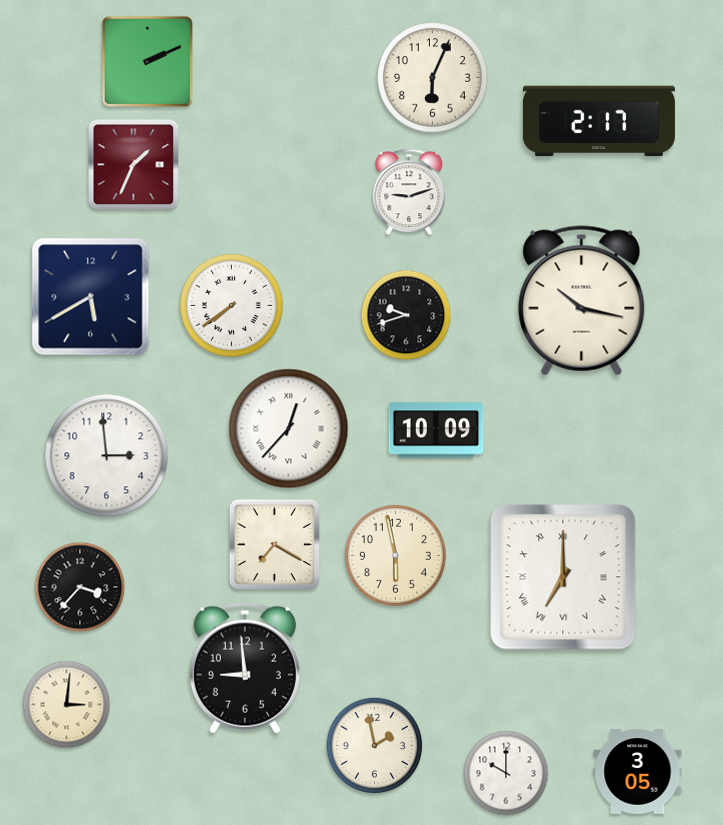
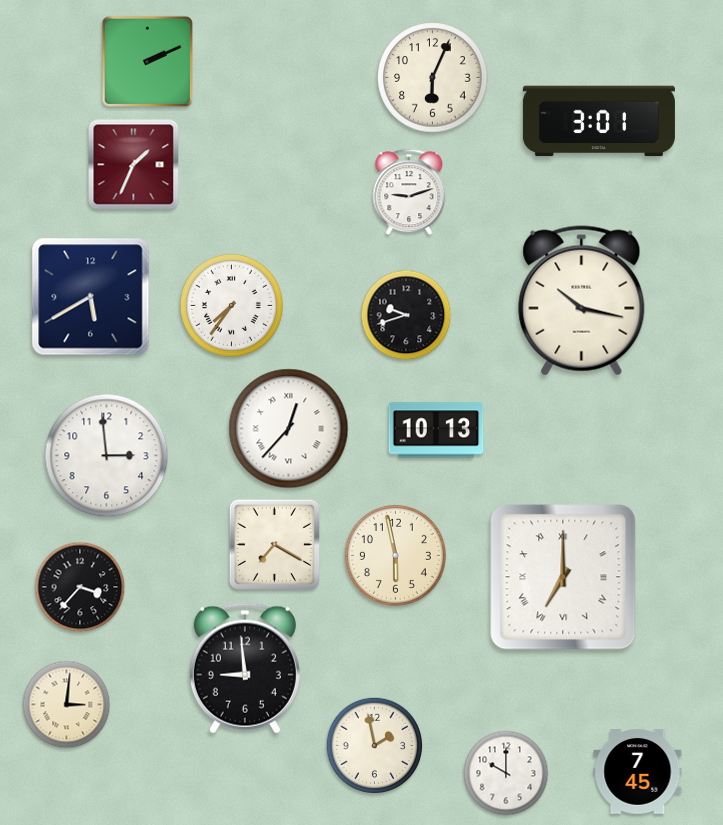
clock at (599, 121): 2:17 -> 3:01
clock at (231, 305): 7:39 -> 7:36
clock at (436, 430): 10:09 -> 10:13
clock at (638, 772): 3:05 -> 7:45
